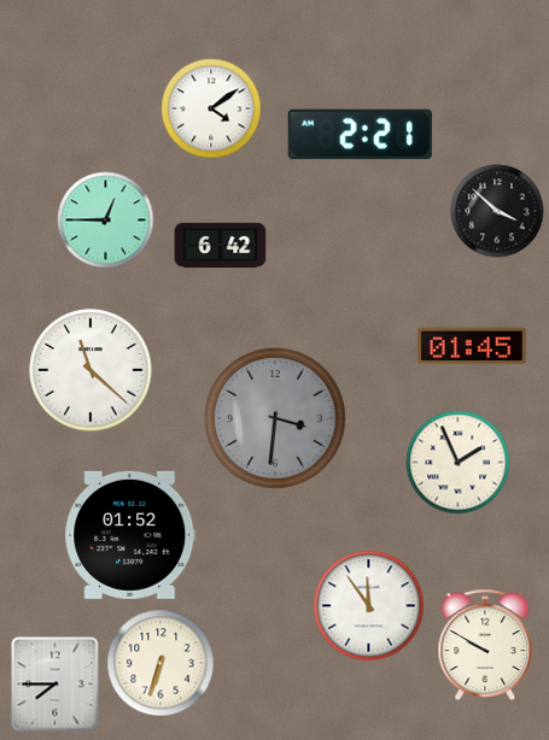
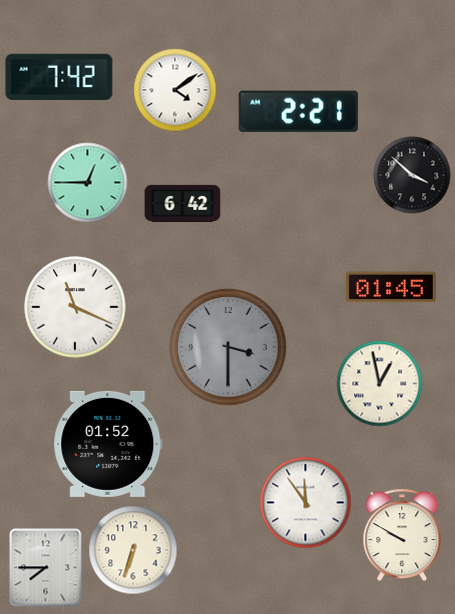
clock at (59, 76): none -> 7:42
clock at (90, 370): 11:22 -> 11:19
clock at (275, 418): 3:31 -> 3:30
clock at (459, 463): 1:56 -> 12:58
